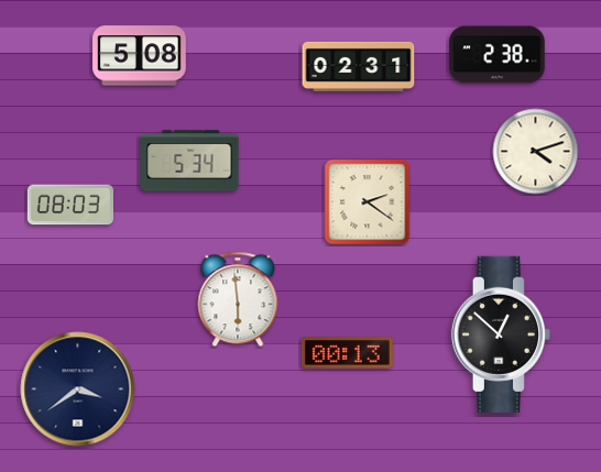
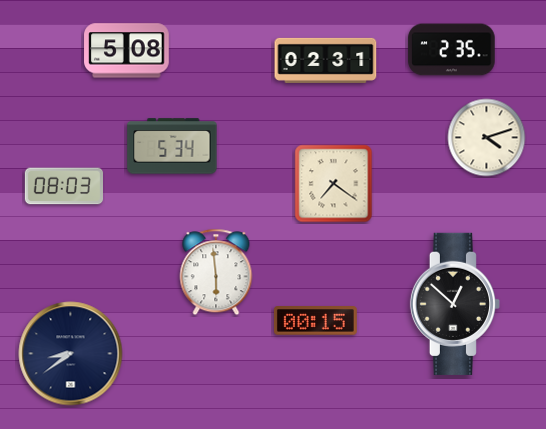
clock at (498, 55): 2:38 -> 2:35
clock at (368, 202): 2:21 -> 7:21
clock at (347, 353): 00:13 -> 00:15
clock at (78, 389): 3:39 -> 8:39
